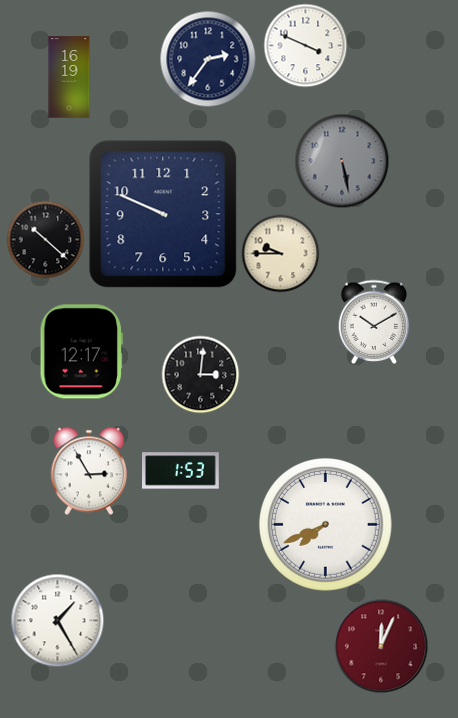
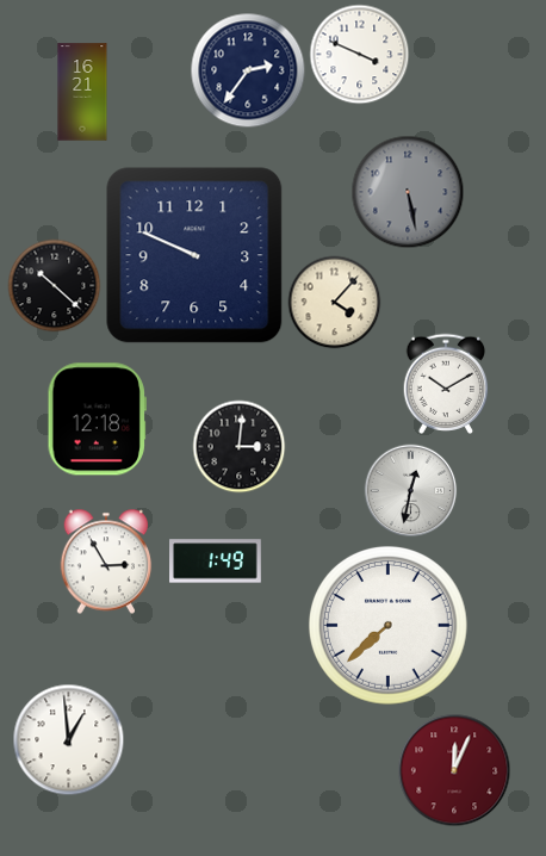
clock at (305, 45) position: (305, 45) -> (359, 54)
clock at (69, 77): 16:19 -> 16:21
clock at (280, 253): 9:45 -> 4:07
clock at (81, 352): 12:17 -> 12:18
clock at (410, 490): none -> 12:32
clock at (181, 471): 1:53 -> 1:49
clock at (325, 524): 7:41 -> 7:38
clock at (57, 620): 1:25 -> 12:59
